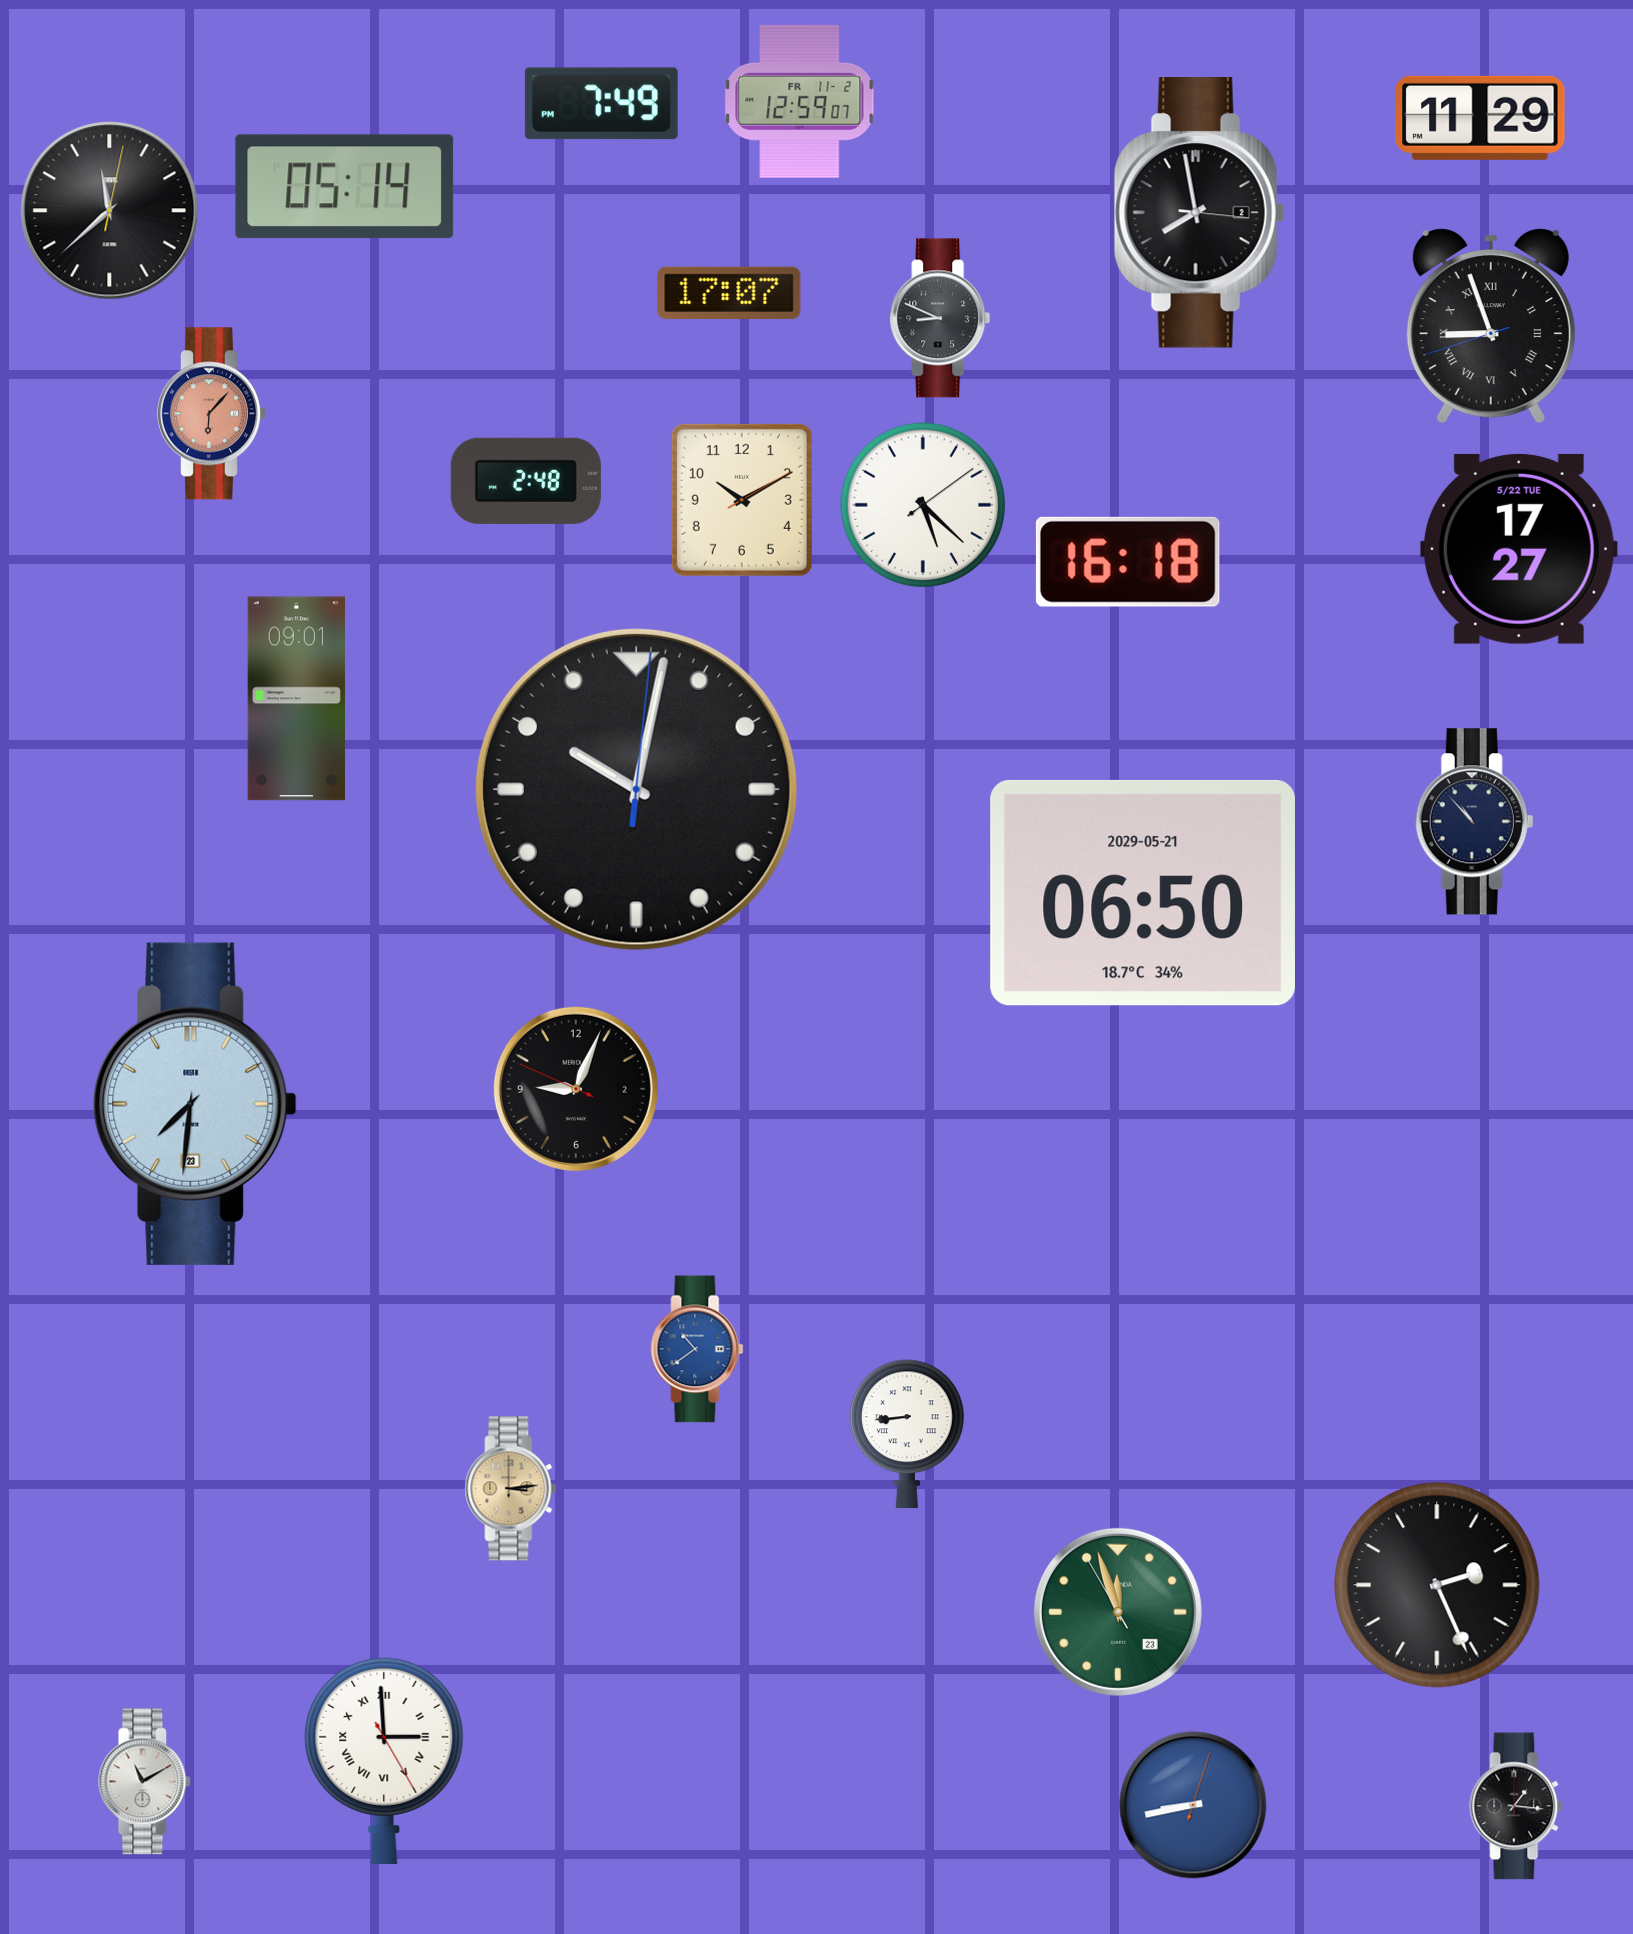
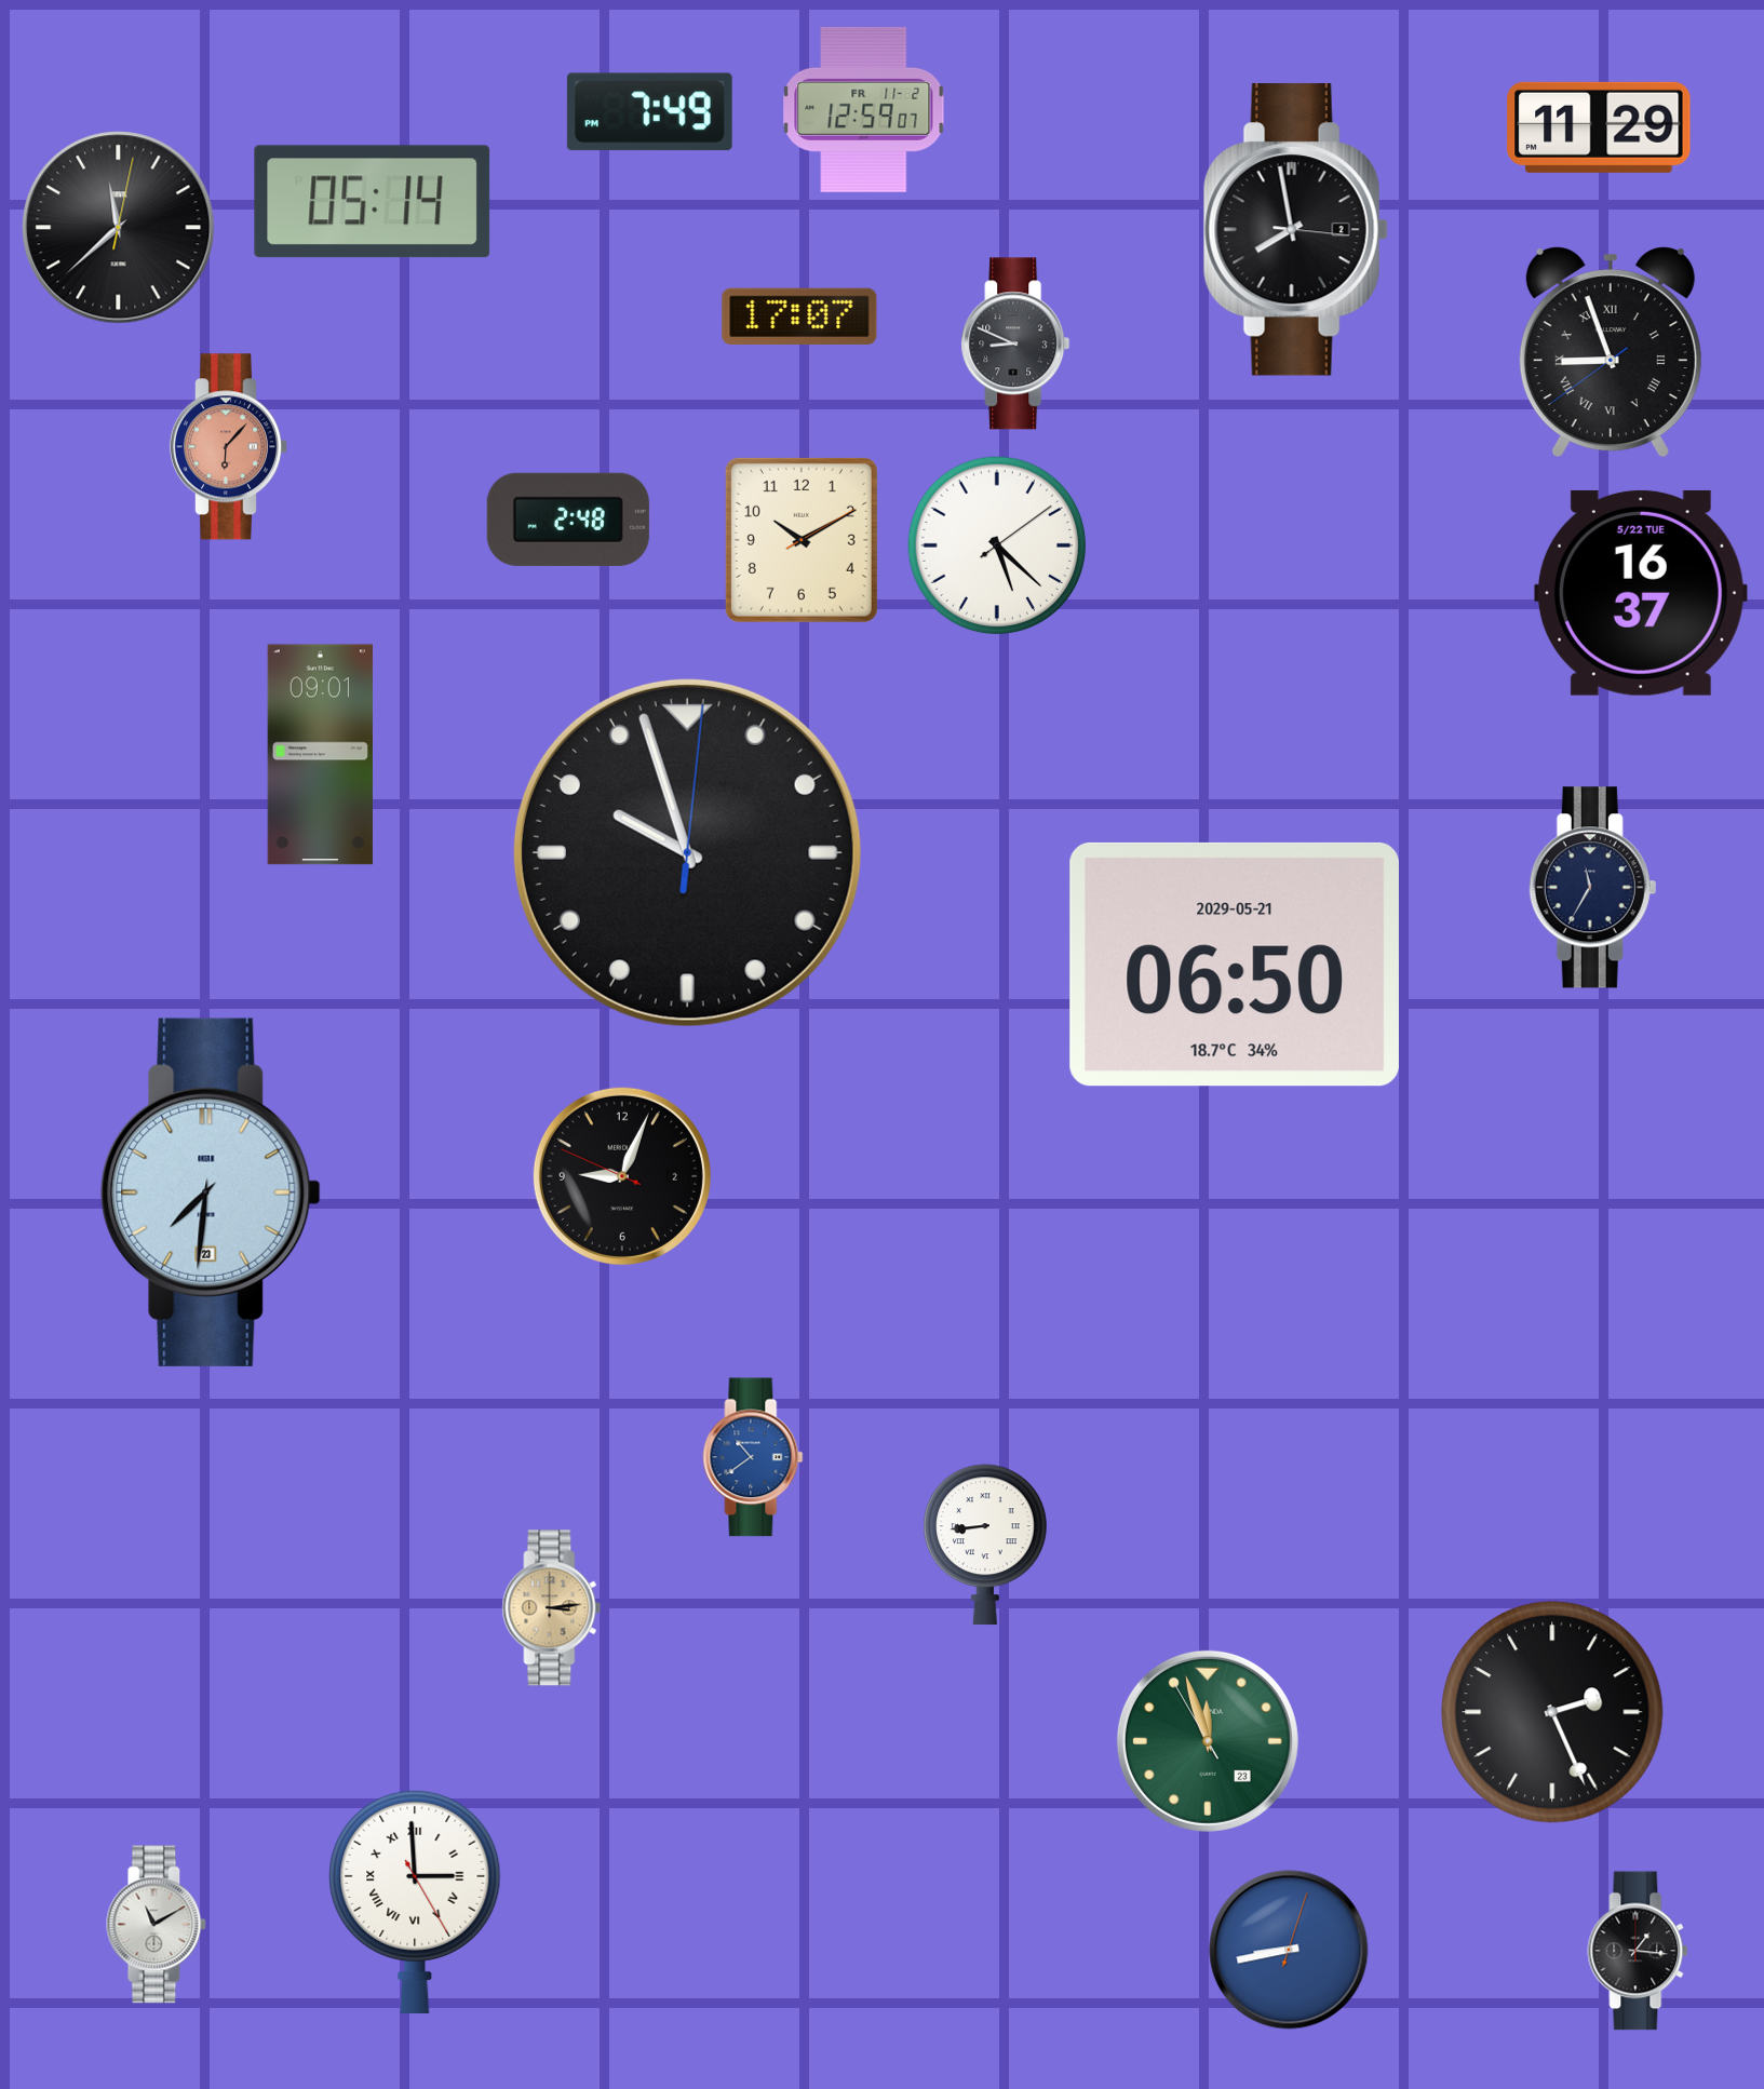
clock at (729, 293) position: (729, 293) -> (799, 316)
clock at (1491, 326): 8:56:42 -> 8:56:39
clock at (1519, 549): 17:27 -> 16:37
clock at (1128, 562): 16:18 -> none
clock at (636, 789): 10:02 -> 9:57
clock at (1475, 822): 10:53 -> 11:35
clock at (907, 1434) position: (907, 1434) -> (985, 1545)
